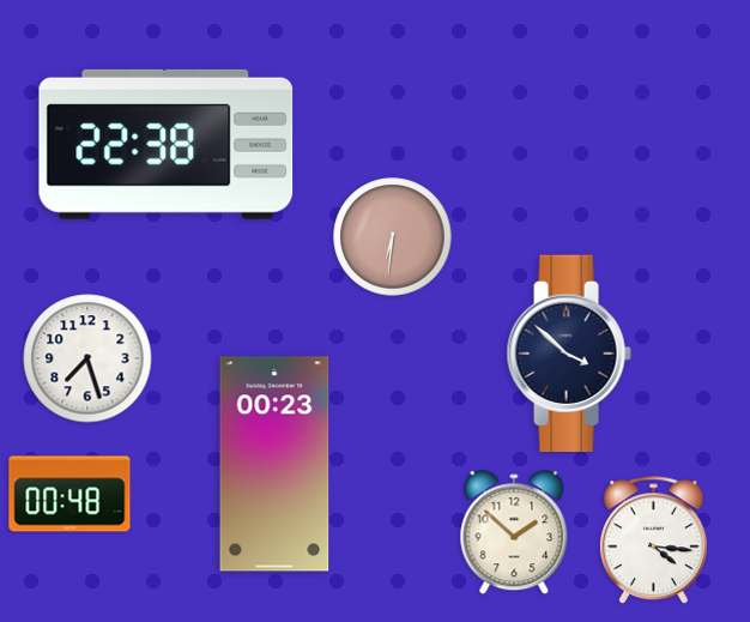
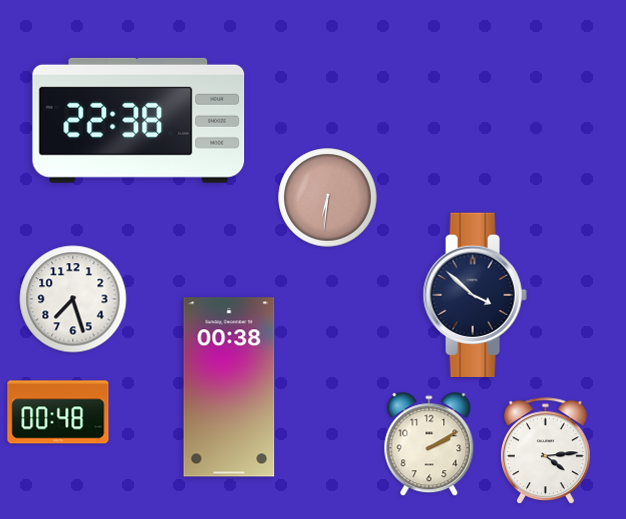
clock at (274, 464): 00:23 -> 00:38
clock at (514, 533): 1:52 -> 2:10
clock at (653, 541): 4:16 -> 4:14
